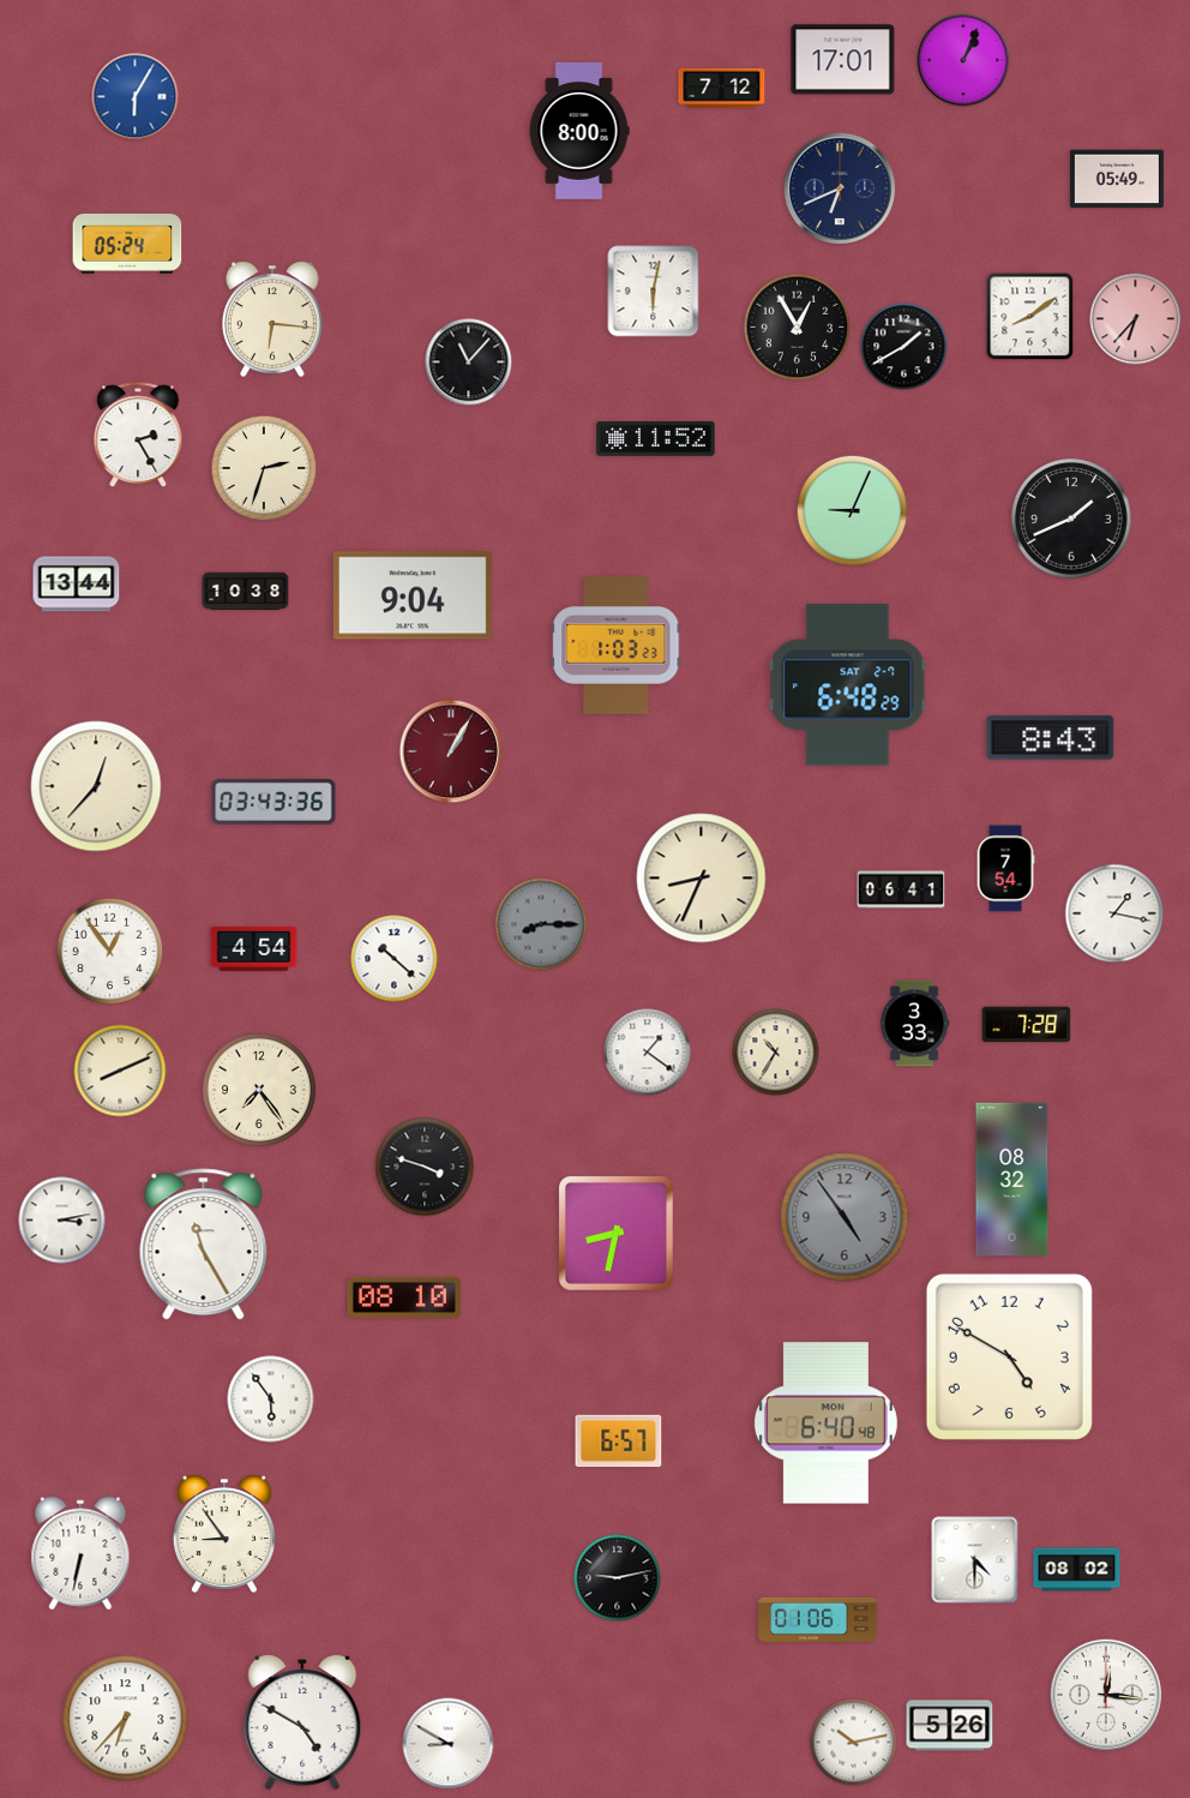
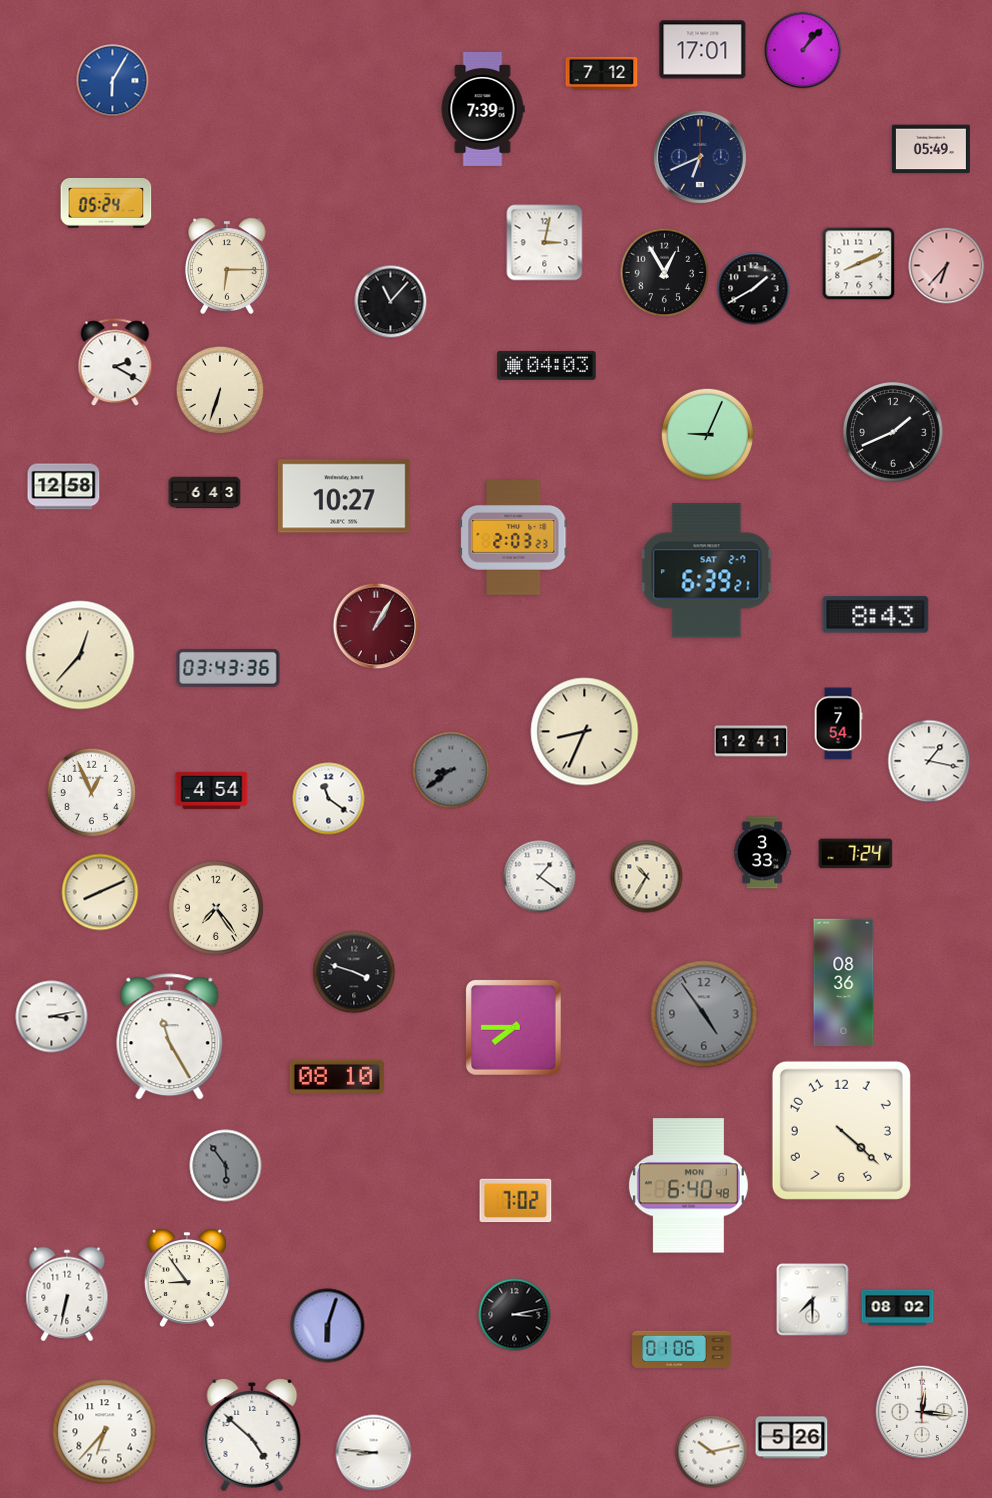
clock at (963, 60): 1:04 -> 1:07
clock at (579, 131): 8:00 -> 7:39
clock at (654, 292): 6:02 -> 3:02
clock at (1030, 317): 8:09 -> 8:11
clock at (274, 319): 6:16 -> 6:15
clock at (138, 436): 2:25 -> 2:20
clock at (656, 438): 11:52 -> 04:03
clock at (264, 468): 2:33 -> 6:33
clock at (852, 510) position: (852, 510) -> (707, 434)
clock at (77, 585): 13:44 -> 12:58
clock at (246, 592): 10:38 -> 6:43
clock at (413, 595): 9:04 -> 10:27
clock at (617, 646): 1:03 -> 2:03
clock at (848, 685): 6:48 -> 6:39
clock at (901, 889): 06:41 -> 12:41
clock at (541, 924): 8:15 -> 8:39
clock at (110, 952): 12:54 -> 12:56
clock at (395, 959): 10:22 -> 11:21
clock at (1027, 1025): 7:28 -> 7:24
clock at (1012, 1180): 08:32 -> 08:36
clock at (617, 1234): 8:32 -> 7:45
clock at (404, 1297) position: (404, 1297) -> (337, 1077)
clock at (1009, 1356): 4:50 -> 4:22
clock at (271, 1400) dial: white -> grey
clock at (619, 1442): 6:57 -> 7:02
clock at (975, 1560): 4:30 -> 7:30
clock at (618, 1578): 9:13 -> 3:13
clock at (328, 1326): none -> 6:03
clock at (302, 1724): 4:50 -> 4:52
clock at (449, 1744): 8:50 -> 8:46
